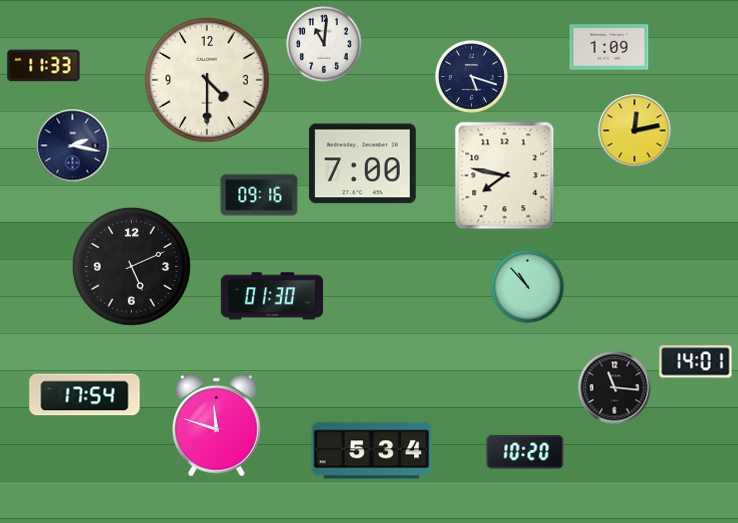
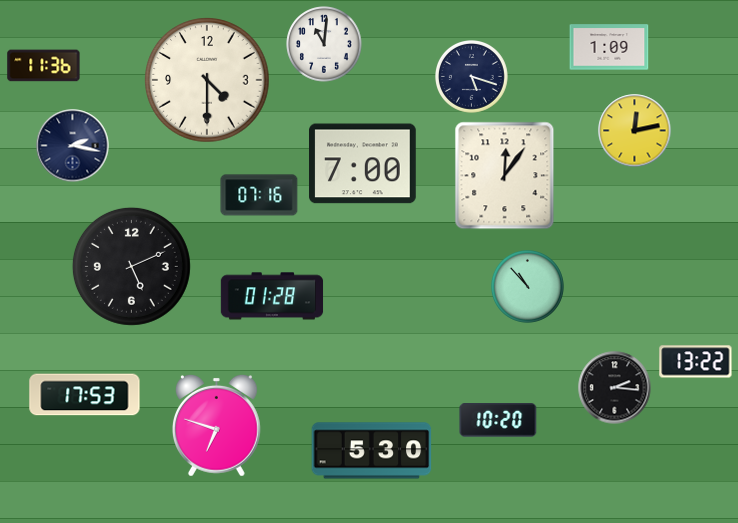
clock at (44, 66): 11:33 -> 11:36
clock at (505, 176): 7:47 -> 12:06
clock at (259, 195): 09:16 -> 07:16
clock at (272, 296): 01:30 -> 01:28
clock at (696, 362): 14:01 -> 13:22
clock at (615, 388): 11:16 -> 2:16
clock at (85, 395): 17:54 -> 17:53
clock at (217, 425): 11:48 -> 6:48
clock at (372, 451): 5:34 -> 5:30
clock at (525, 453) position: (525, 453) -> (498, 421)
